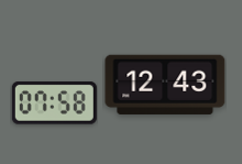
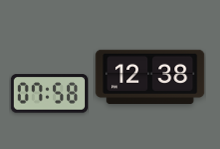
clock at (165, 84): 12:43 -> 12:38
